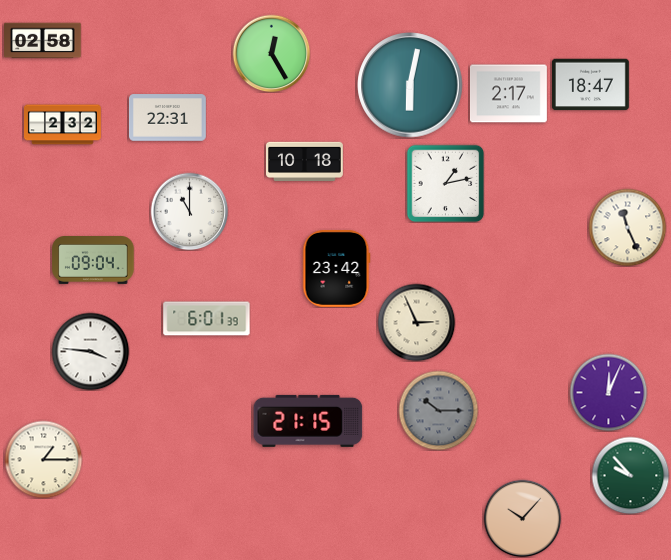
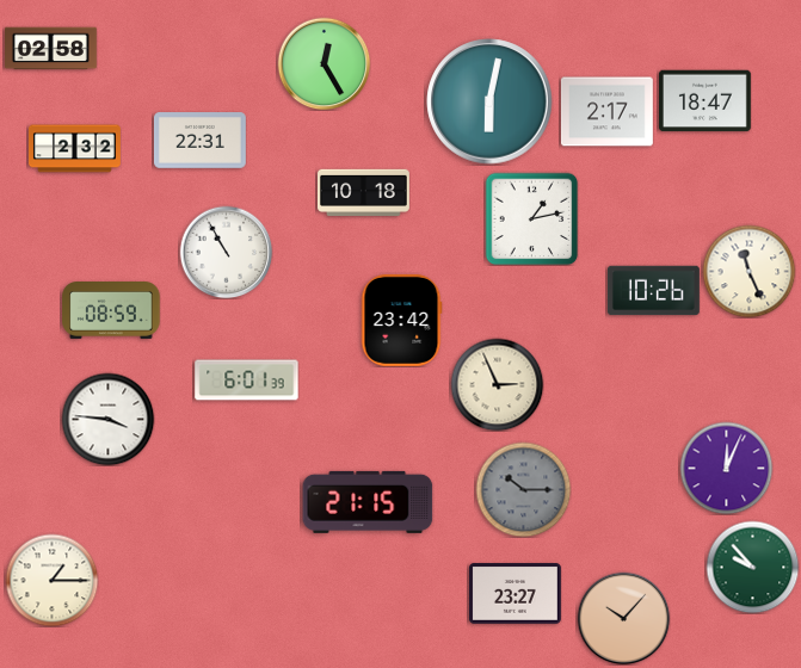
clock at (189, 211): 11:00 -> 10:55
clock at (653, 291): none -> 10:26
clock at (93, 261): 09:04 -> 08:59
clock at (43, 459) position: (43, 459) -> (51, 580)
clock at (515, 594): none -> 23:27
